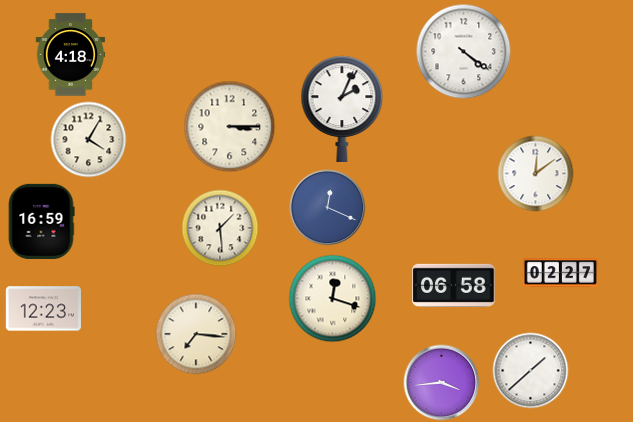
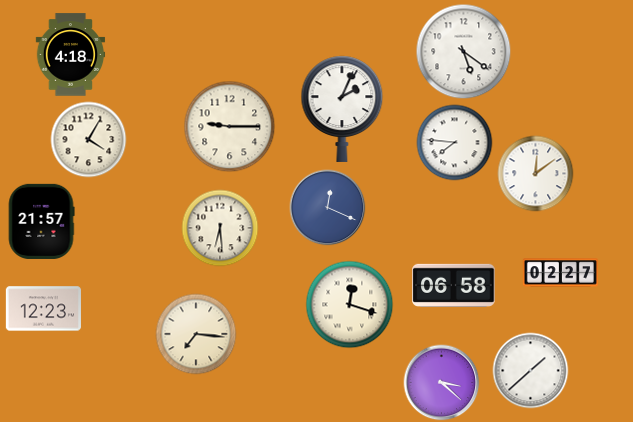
clock at (464, 52): 4:21 -> 5:21
clock at (230, 127): 3:15 -> 9:15
clock at (455, 143): none -> 7:46
clock at (41, 221): 16:59 -> 21:57
clock at (220, 228): 1:29 -> 6:29
clock at (333, 299) position: (333, 299) -> (350, 305)
clock at (442, 383): 3:44 -> 3:22
